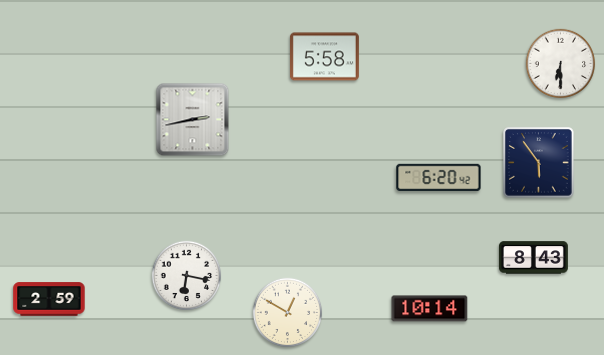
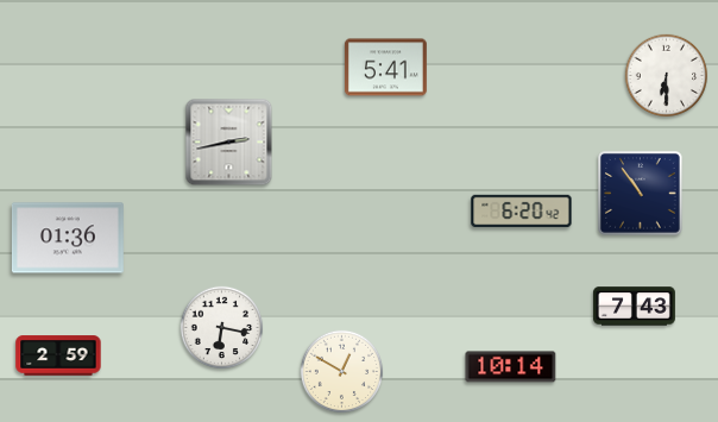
clock at (324, 57): 5:58 -> 5:41
clock at (539, 163): 5:54 -> 10:54
clock at (68, 238): none -> 01:36
clock at (533, 258): 8:43 -> 7:43
